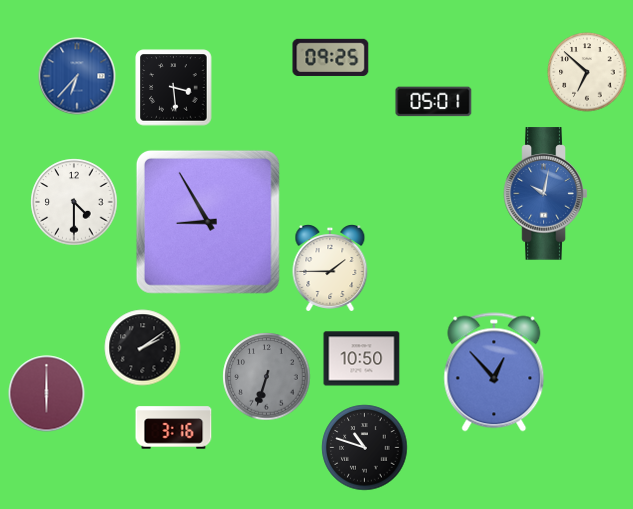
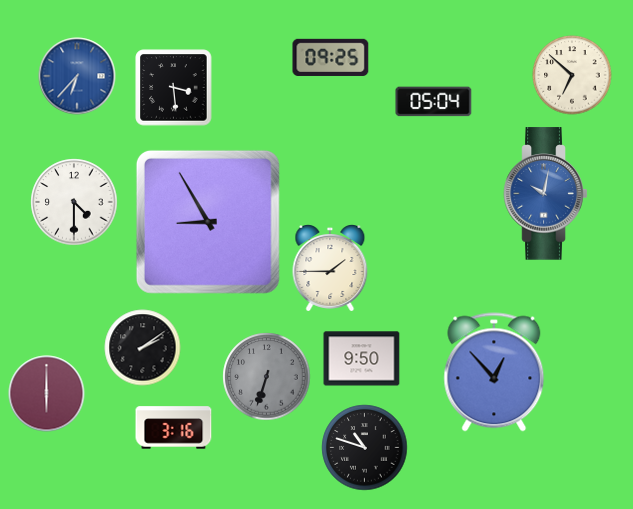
clock at (587, 72) position: (587, 72) -> (572, 75)
clock at (434, 102): 05:01 -> 05:04
clock at (362, 359): 10:50 -> 9:50
